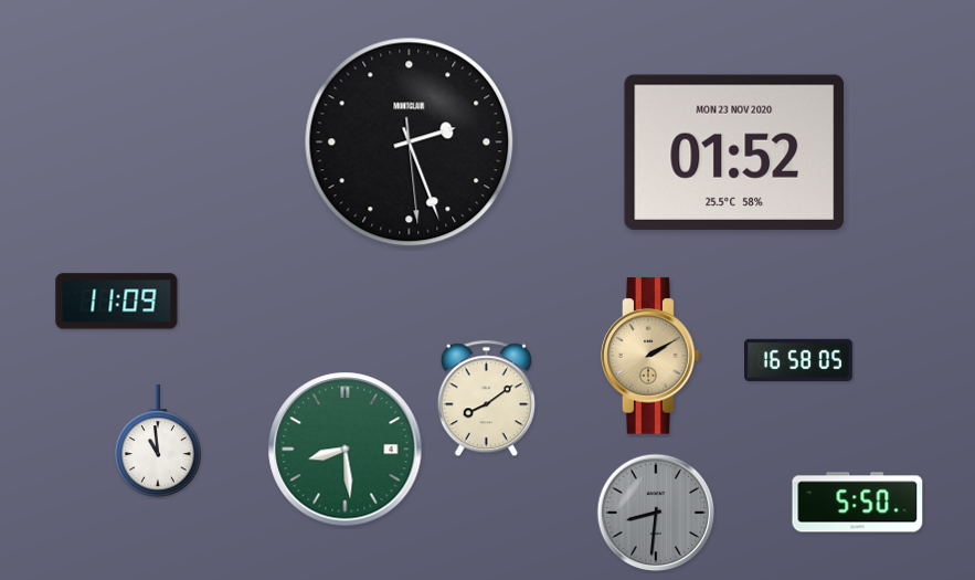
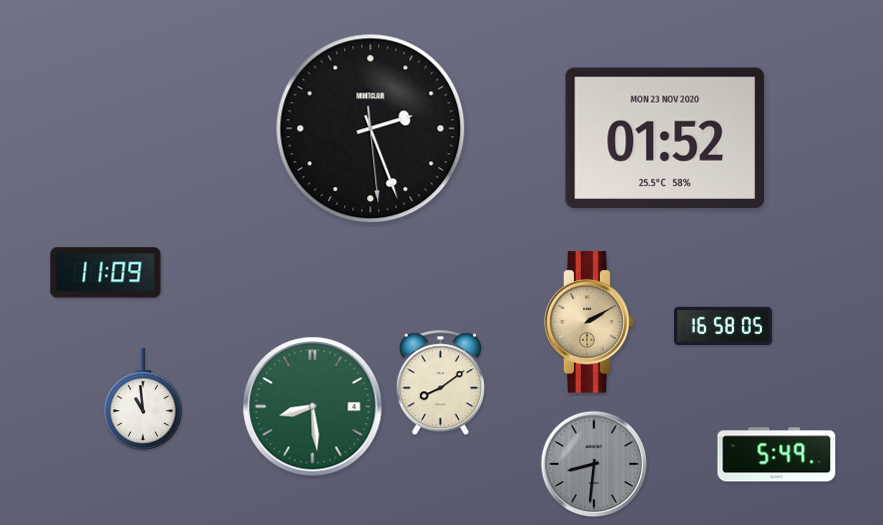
clock at (486, 399) position: (486, 399) -> (440, 383)
clock at (858, 503): 5:50 -> 5:49
